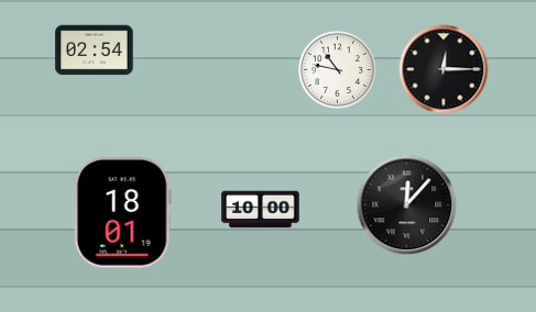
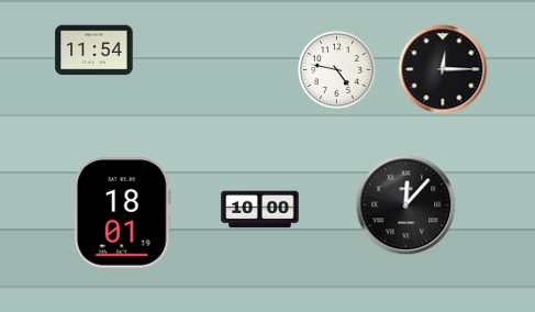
clock at (95, 51): 02:54 -> 11:54
clock at (337, 69): 10:47 -> 4:47
